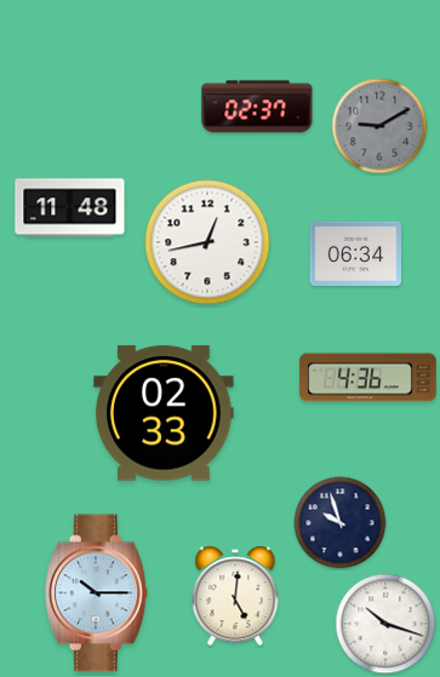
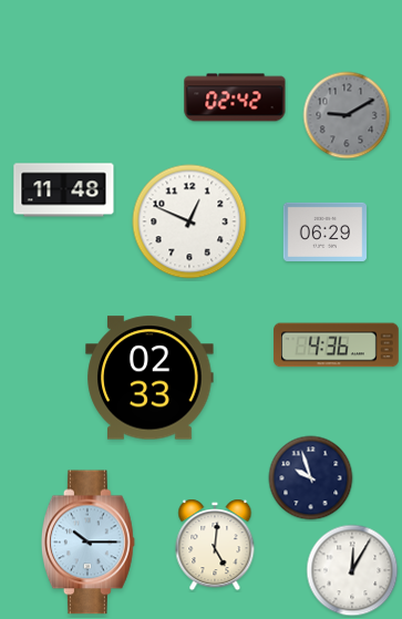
clock at (257, 107): 02:37 -> 02:42
clock at (207, 242): 12:43 -> 12:49
clock at (355, 253): 06:34 -> 06:29
clock at (385, 624): 10:18 -> 12:05
